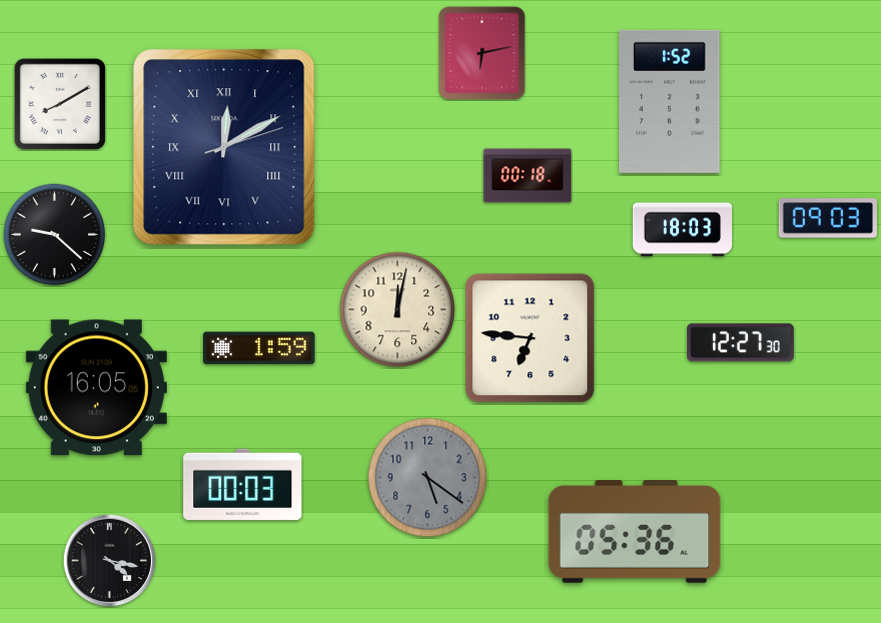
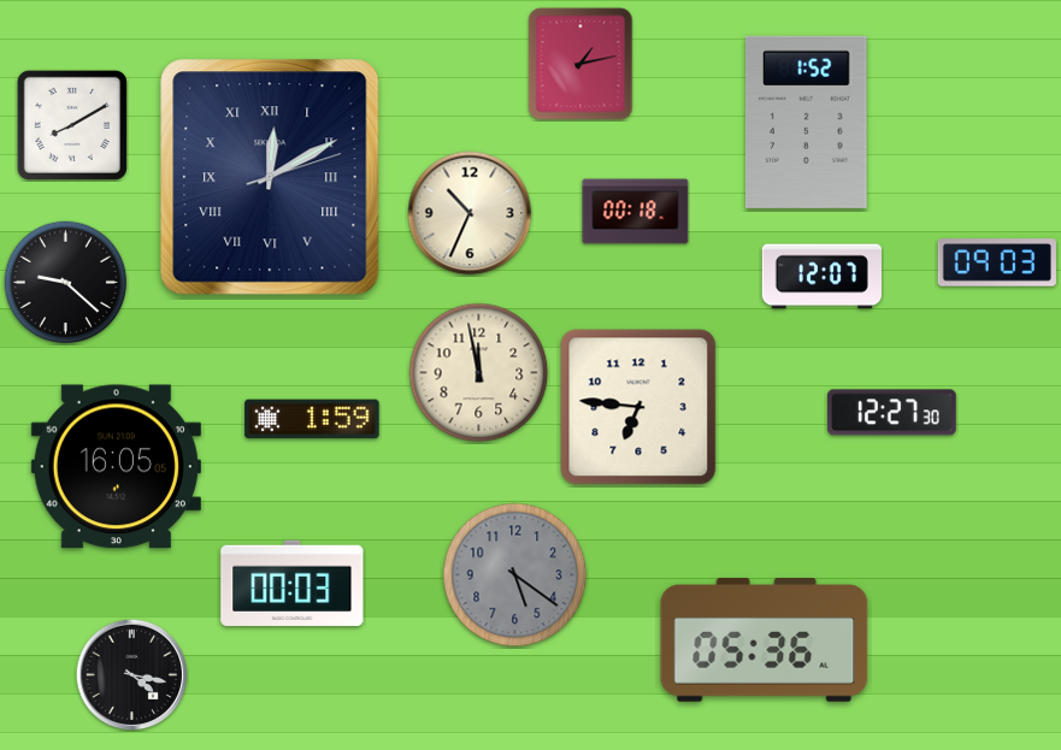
clock at (482, 53): 6:13 -> 1:13
clock at (470, 213): none -> 10:34
clock at (682, 230): 18:03 -> 12:07
clock at (398, 310): 12:02 -> 11:58
